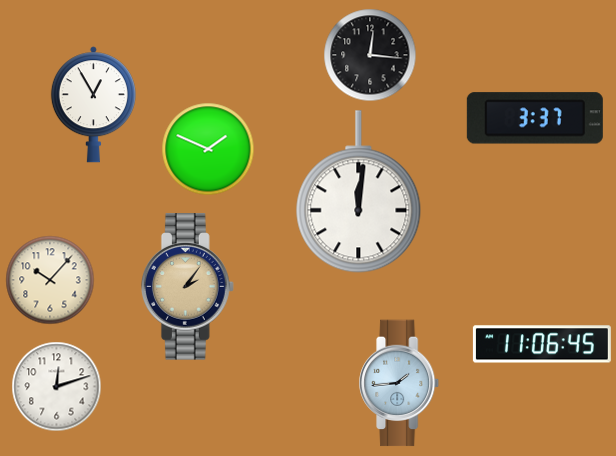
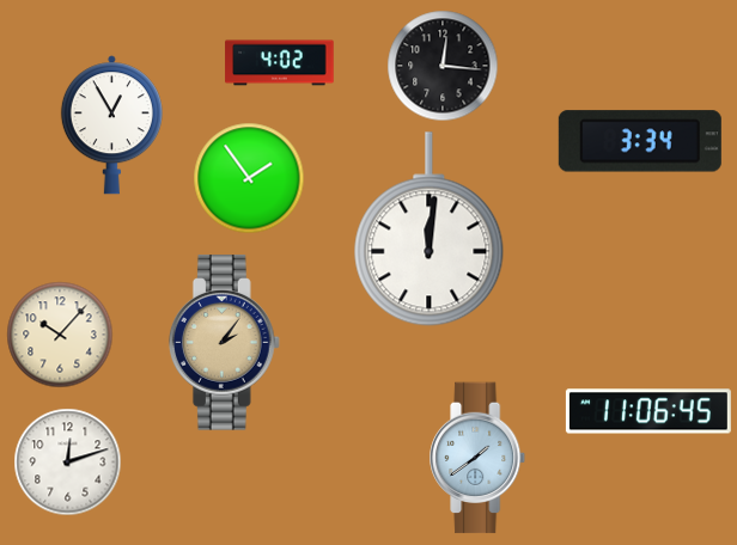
clock at (280, 63): none -> 4:02
clock at (535, 118): 3:37 -> 3:34
clock at (208, 149): 1:49 -> 1:54
clock at (400, 383): 1:44 -> 1:39
